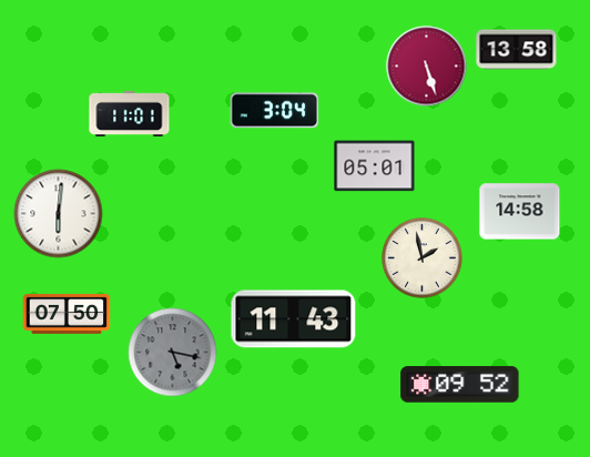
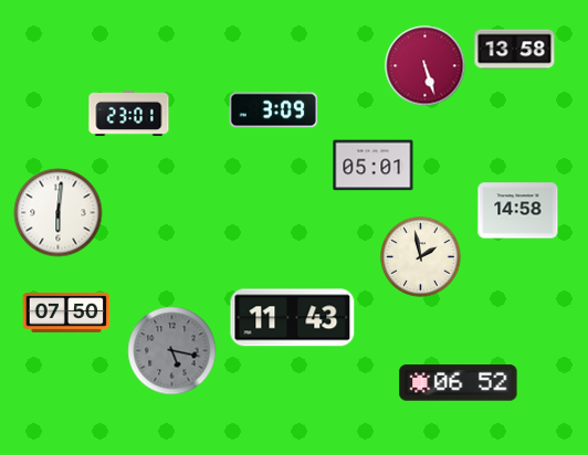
clock at (275, 111): 3:04 -> 3:09
clock at (130, 114): 11:01 -> 23:01
clock at (460, 385): 09:52 -> 06:52
